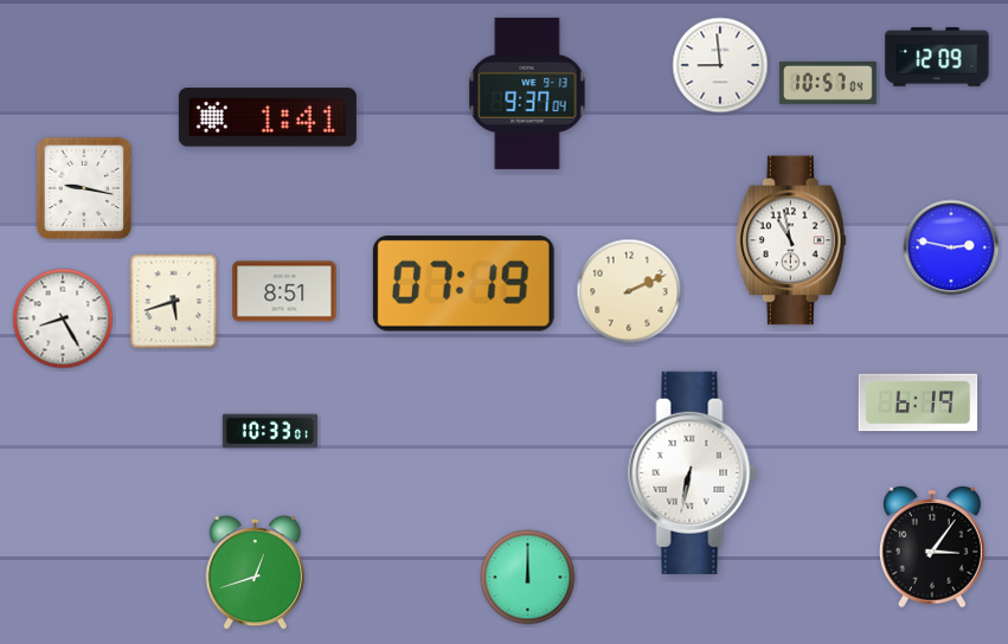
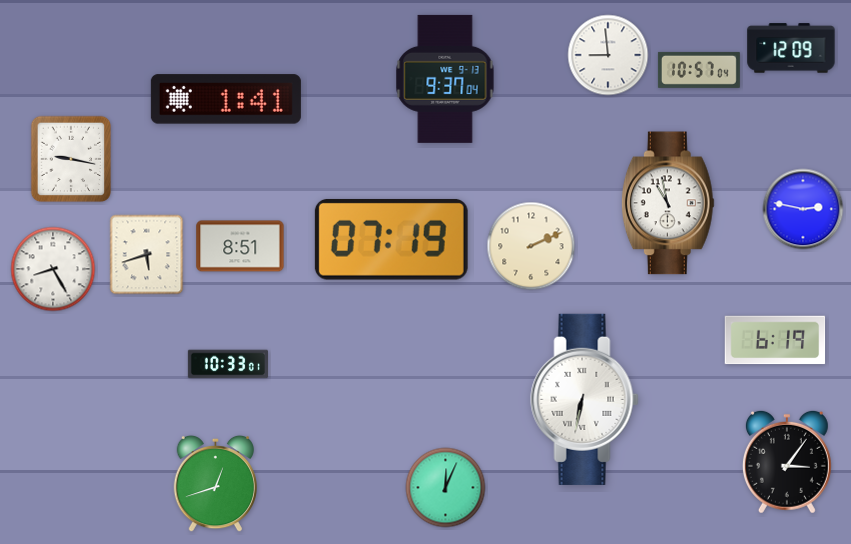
clock at (528, 578): 12:00 -> 12:04
